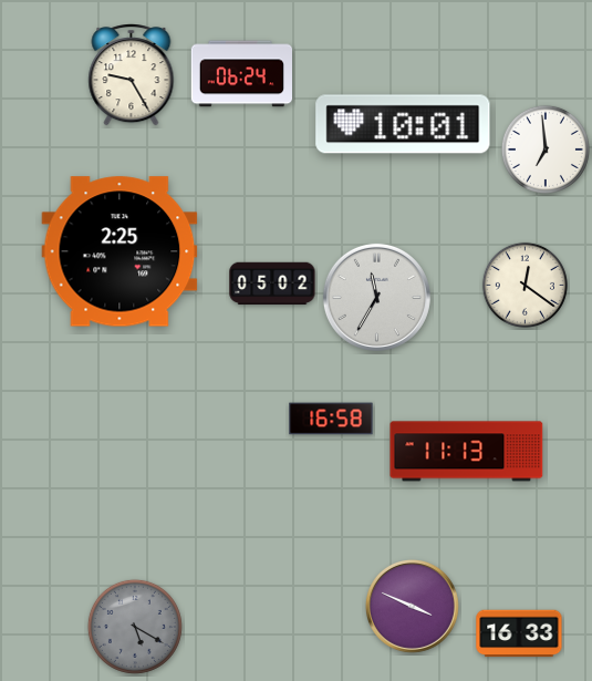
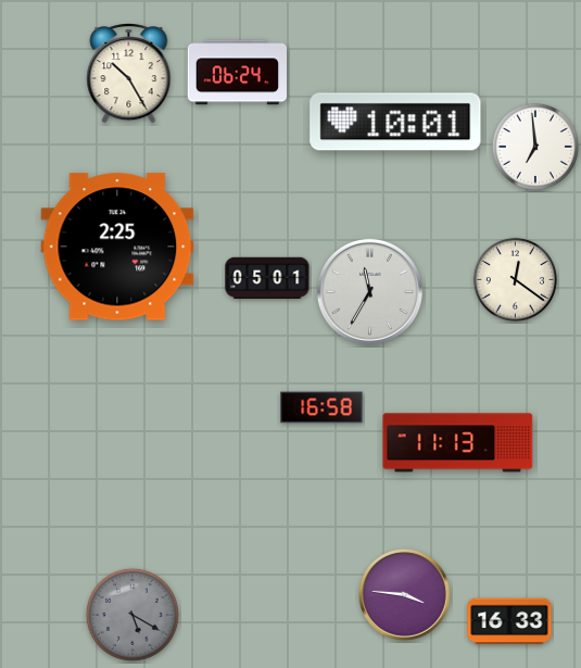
clock at (132, 75): 9:25 -> 10:25
clock at (272, 283): 05:02 -> 05:01
clock at (331, 419) position: (331, 419) -> (321, 407)
clock at (412, 606): 3:49 -> 3:46
